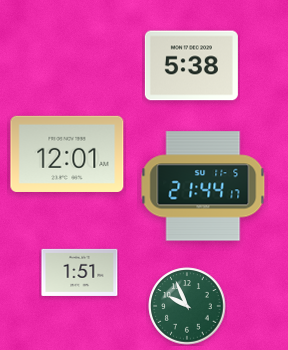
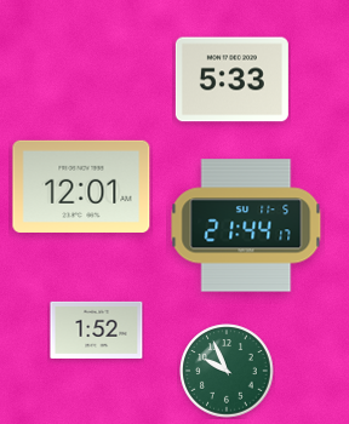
clock at (191, 66): 5:38 -> 5:33
clock at (80, 272): 1:51 -> 1:52
